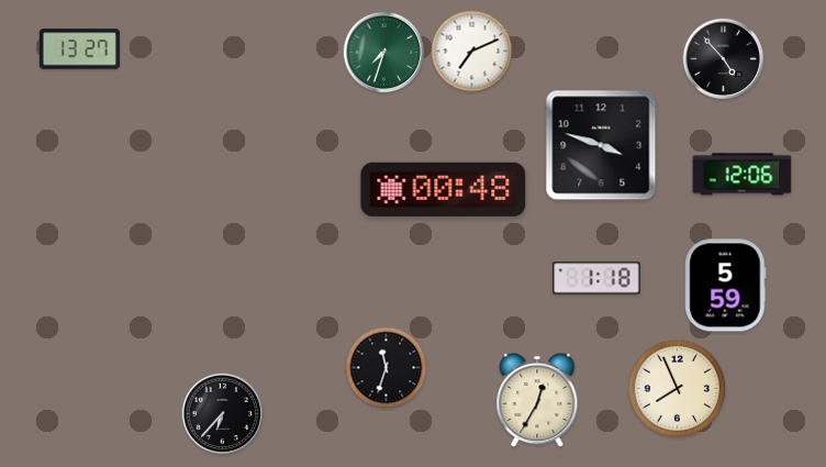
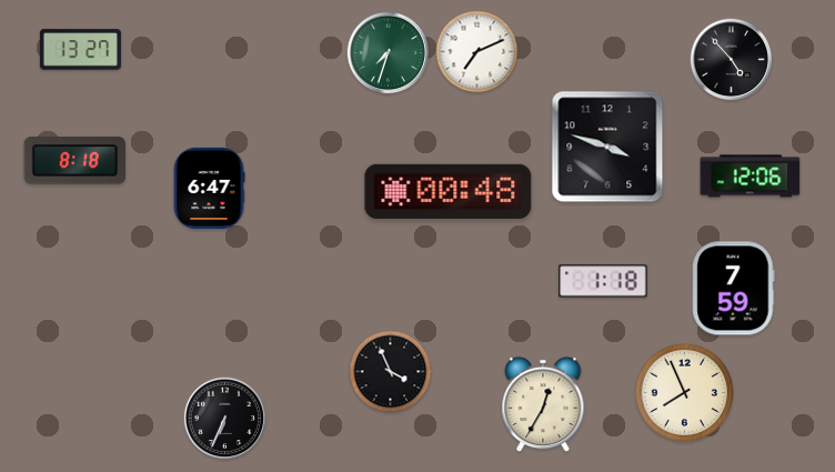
clock at (76, 161): none -> 8:18
clock at (209, 188): none -> 6:47
clock at (726, 286): 5:59 -> 7:59
clock at (387, 368): 11:33 -> 3:56
clock at (223, 414): 6:37 -> 6:34
